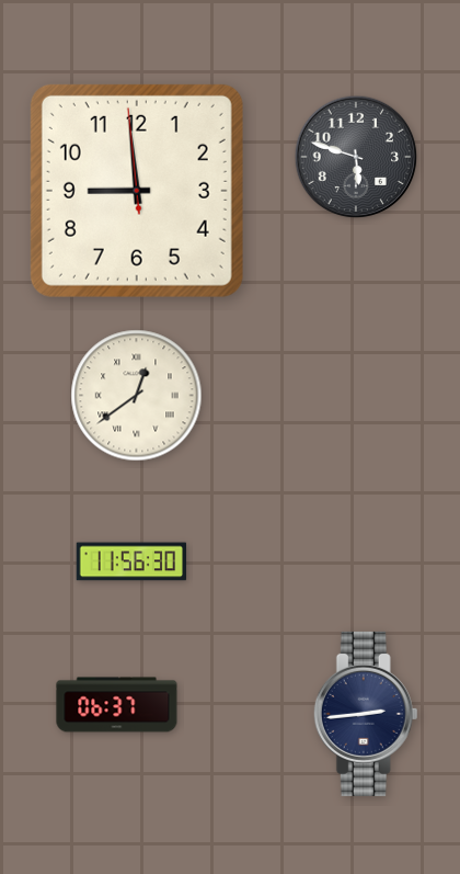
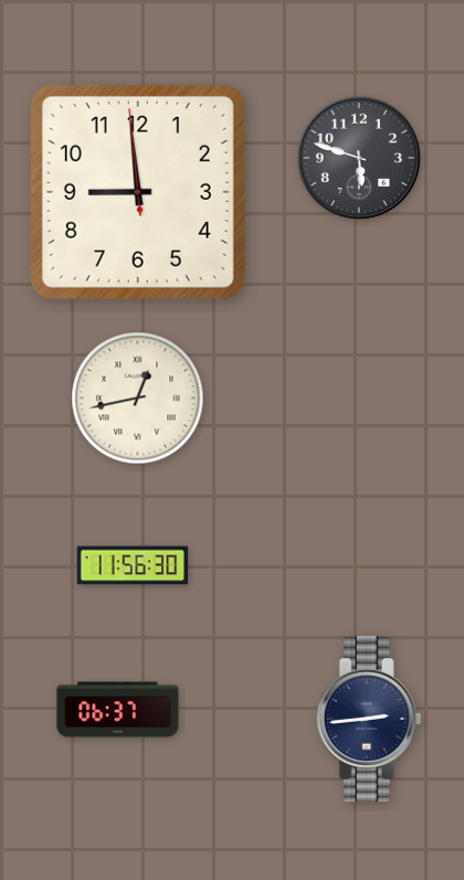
clock at (137, 396): 12:39 -> 12:43
